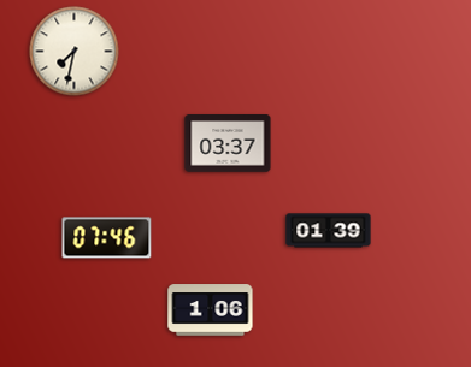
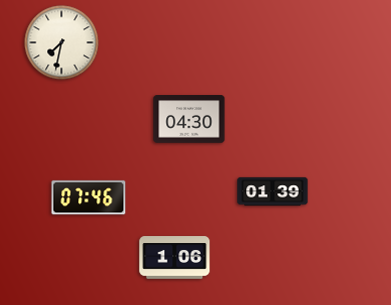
clock at (228, 144): 03:37 -> 04:30
